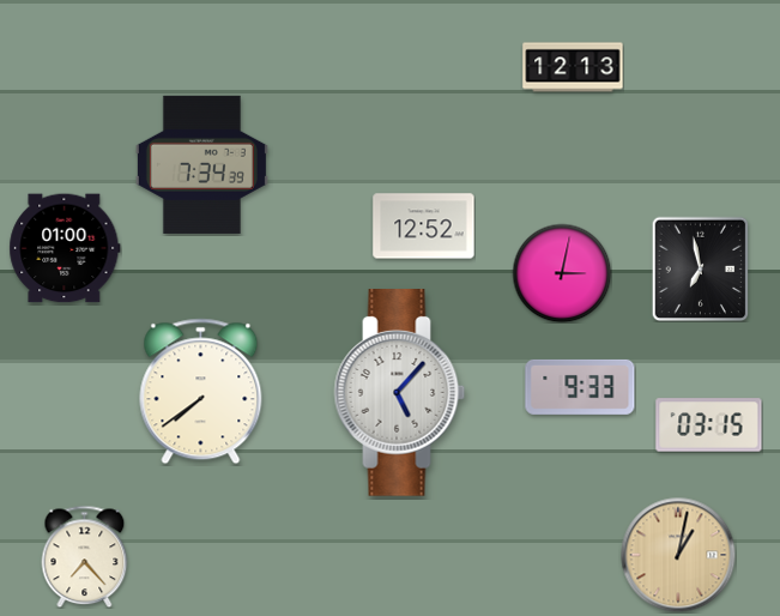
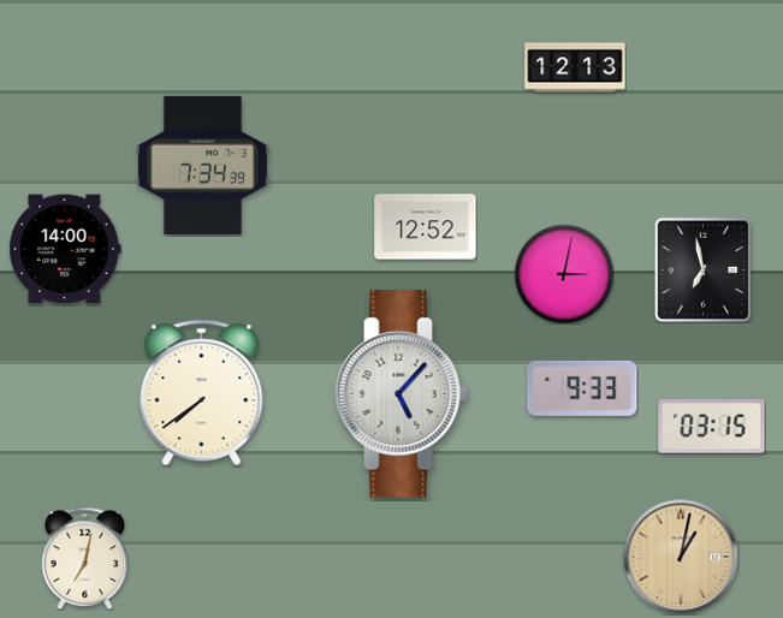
clock at (65, 248): 01:00 -> 14:00
clock at (85, 556): 7:23 -> 7:02
